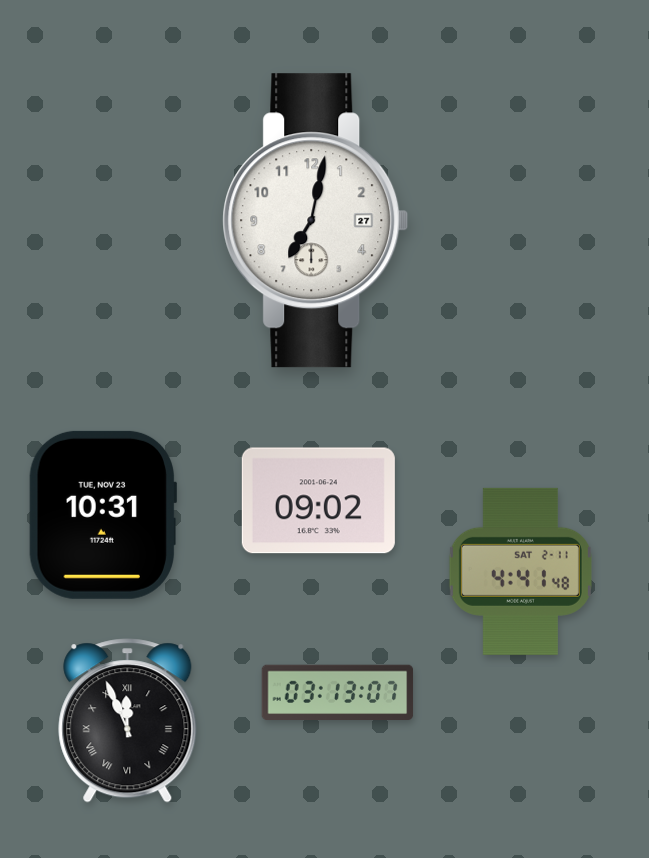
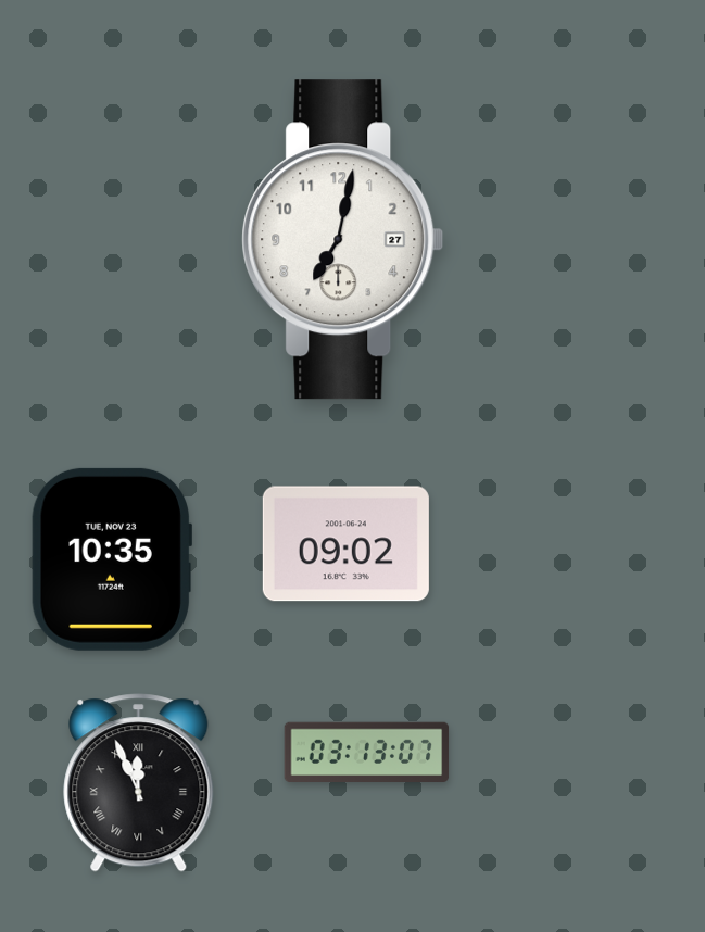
clock at (102, 515): 10:31 -> 10:35
clock at (520, 571): 4:41 -> none
